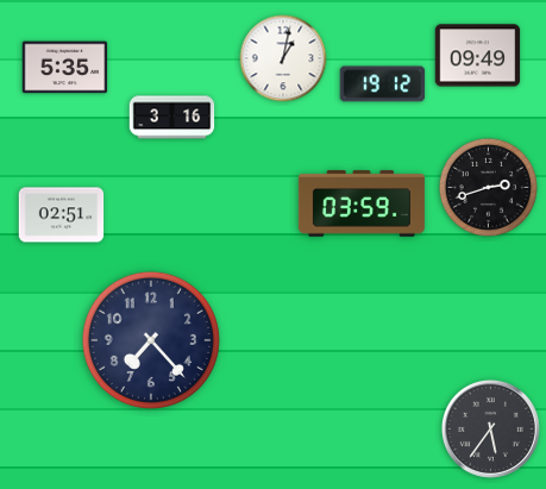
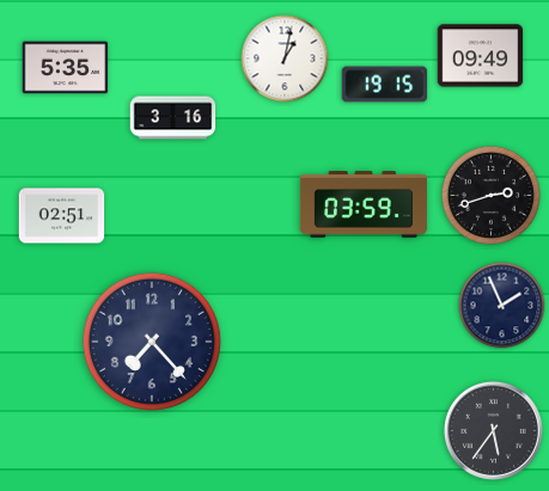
clock at (383, 84): 19:12 -> 19:15
clock at (488, 187) position: (488, 187) -> (490, 195)
clock at (502, 306): none -> 1:56
